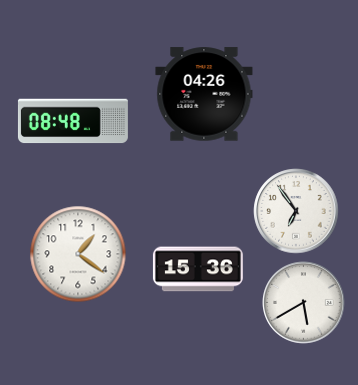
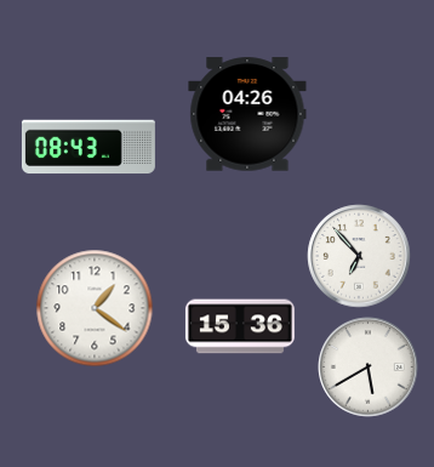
clock at (73, 121): 08:48 -> 08:43
clock at (296, 211): 6:54 -> 6:53
